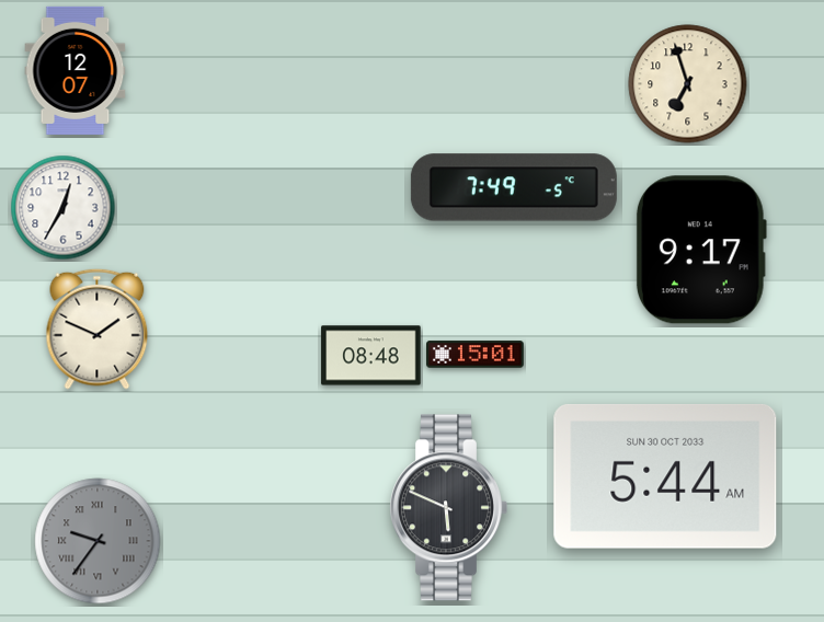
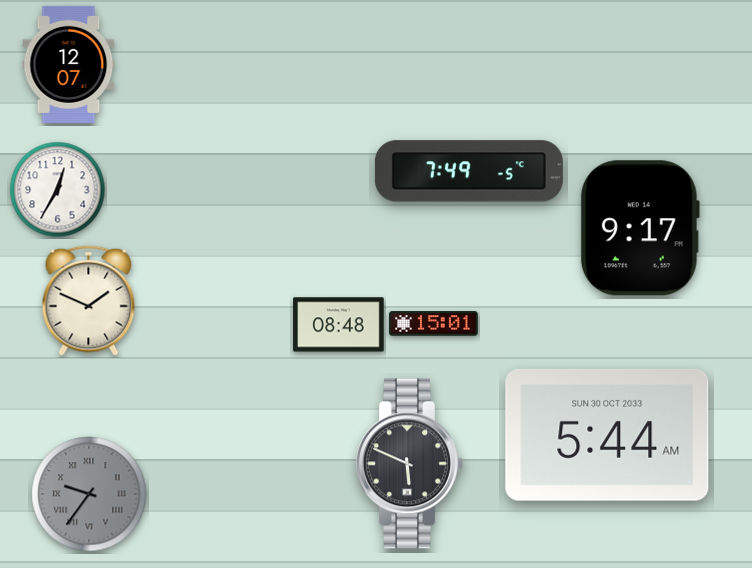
clock at (688, 84): 6:57 -> none
